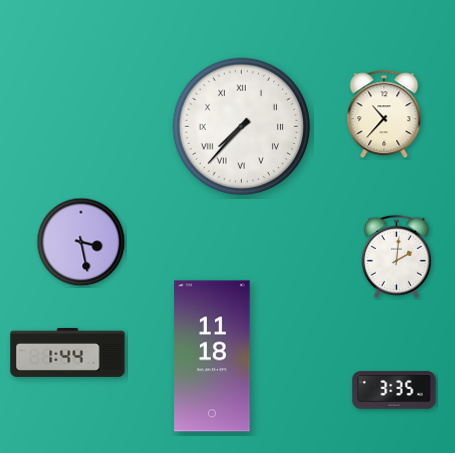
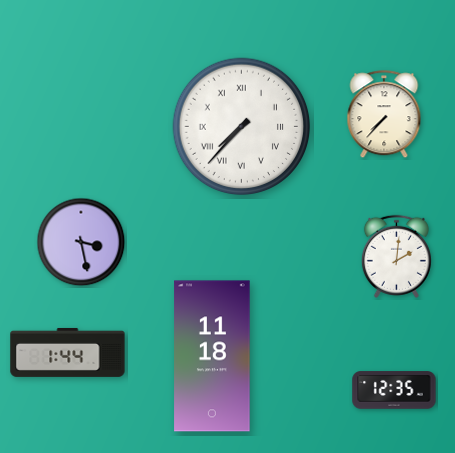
clock at (384, 115): 10:37 -> 7:37
clock at (394, 390): 3:35 -> 12:35
